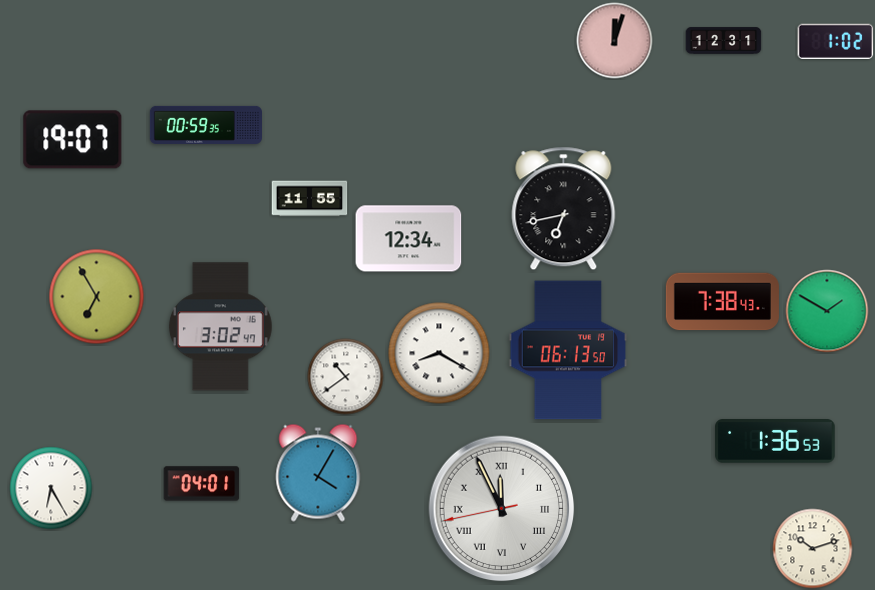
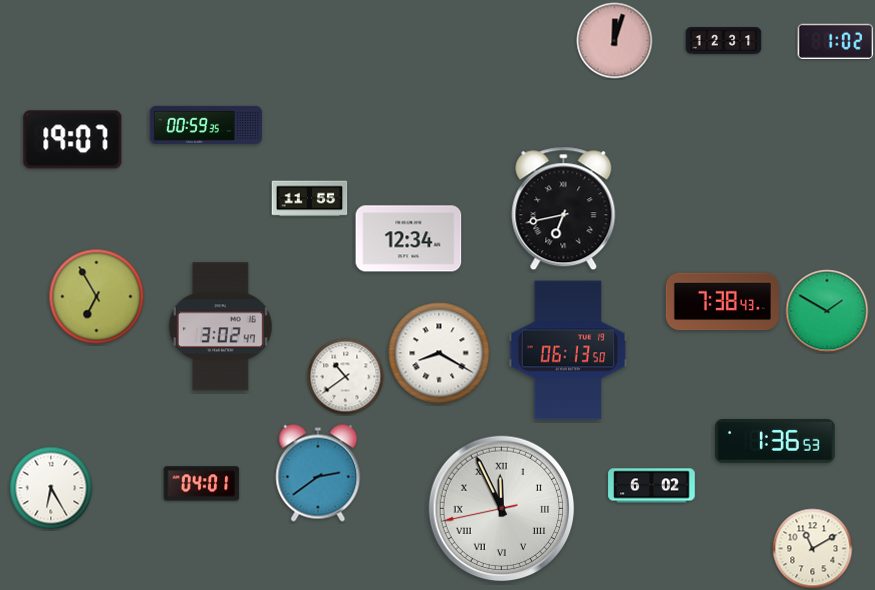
clock at (318, 473): 4:05 -> 2:39
clock at (652, 486): none -> 6:02
clock at (813, 549): 10:12 -> 11:10
